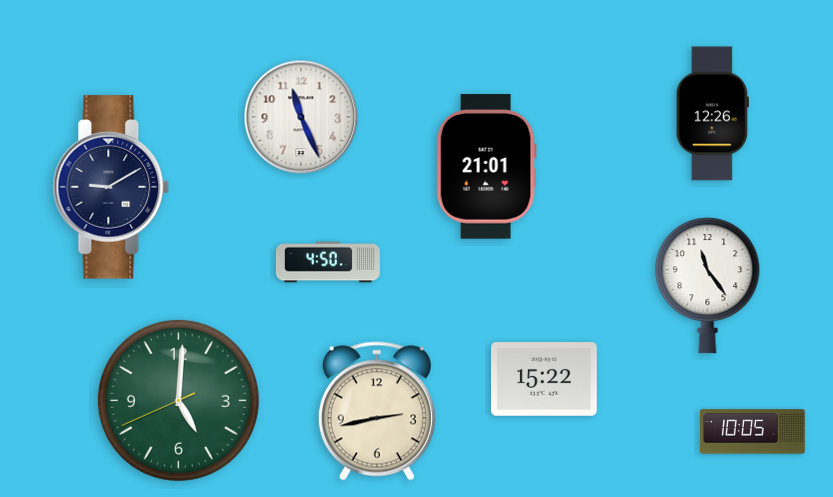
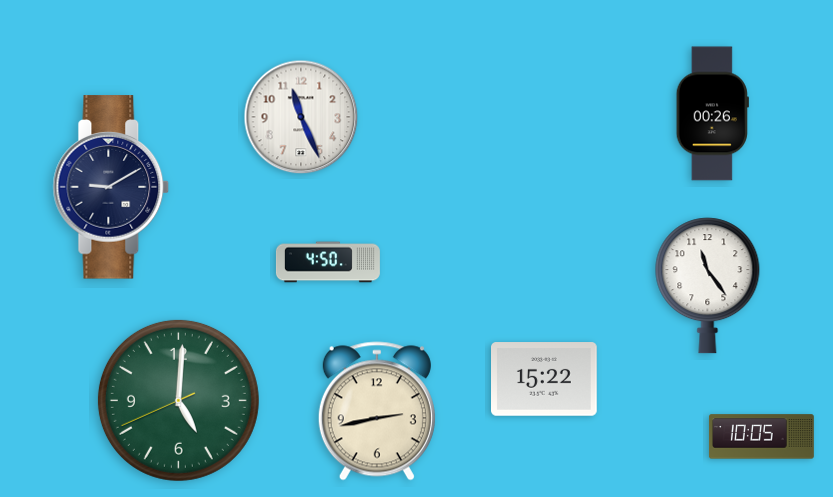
clock at (712, 114): 12:26 -> 00:26
clock at (486, 167): 21:01 -> none
clock at (752, 432) position: (752, 432) -> (761, 437)
